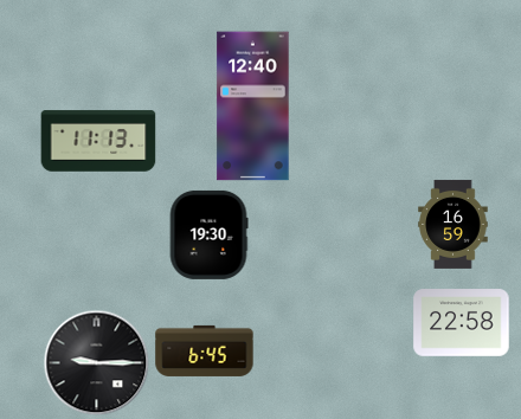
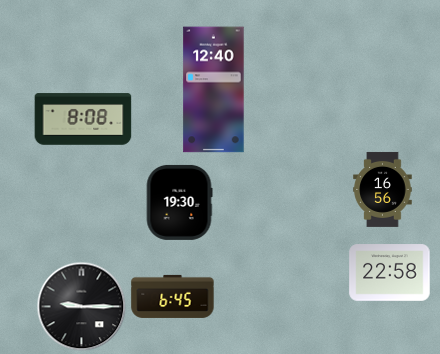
clock at (98, 141): 11:13 -> 8:08
clock at (454, 224): 16:59 -> 16:56
clock at (208, 234) position: (208, 234) -> (179, 202)
